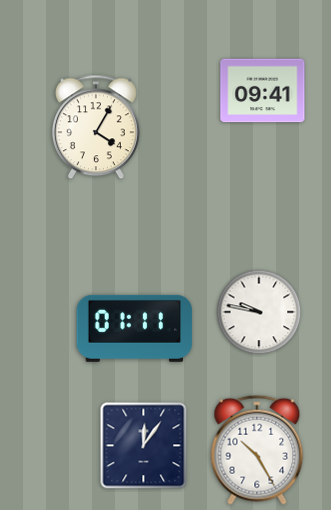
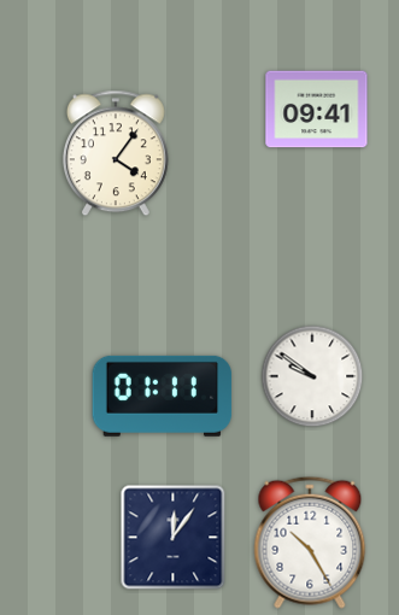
clock at (96, 127): 4:05 -> 4:06
clock at (259, 312): 9:47 -> 9:51
